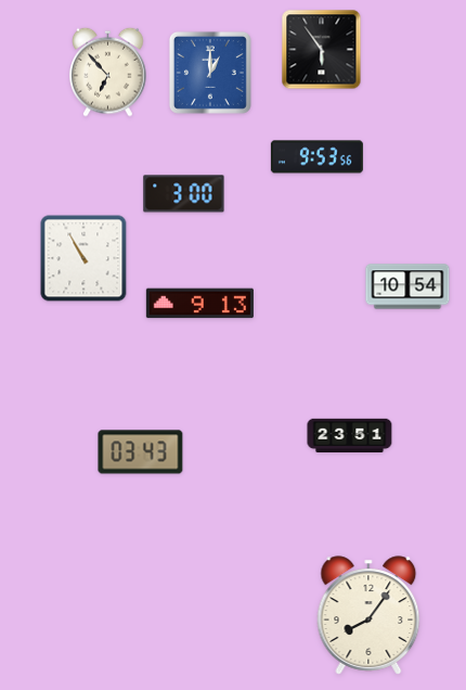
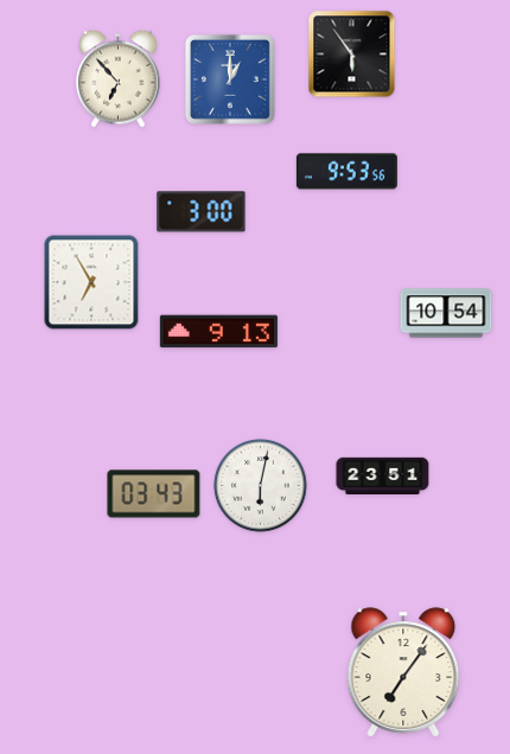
clock at (83, 258): 10:55 -> 6:55
clock at (261, 486): none -> 6:02
clock at (368, 615): 8:06 -> 7:06
